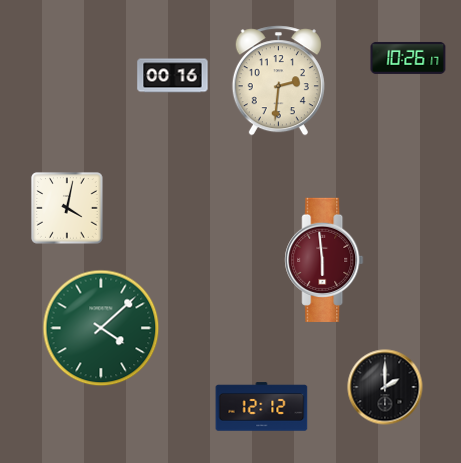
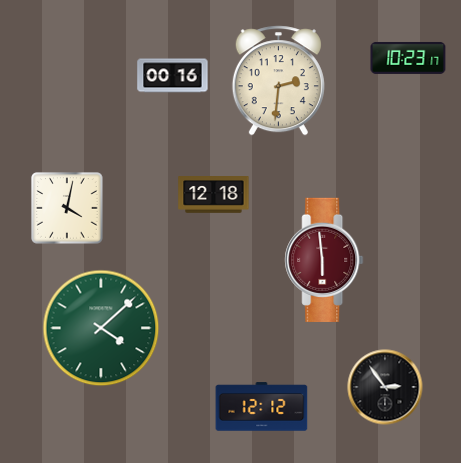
clock at (408, 58): 10:26 -> 10:23
clock at (214, 195): none -> 12:18
clock at (385, 387): 2:00 -> 2:54
